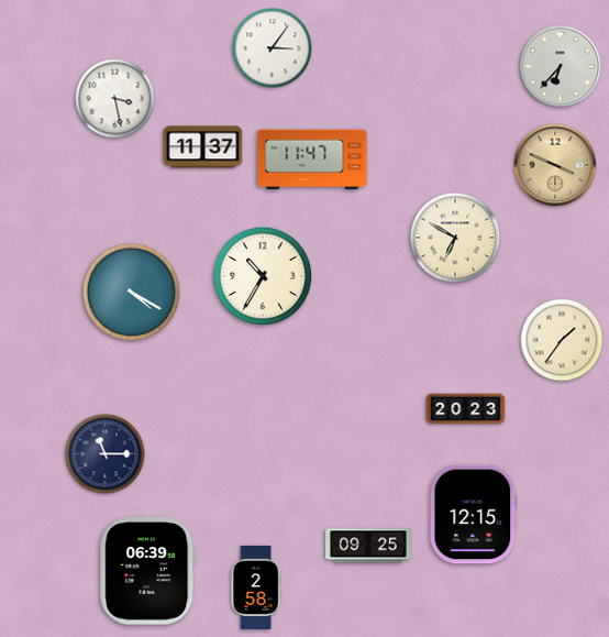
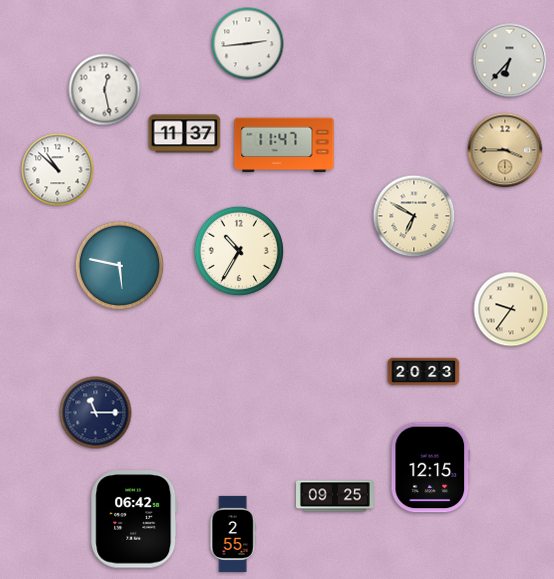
clock at (273, 48): 3:06 -> 2:44
clock at (115, 99): 3:28 -> 12:28
clock at (555, 165): 3:49 -> 3:45
clock at (58, 170): none -> 10:52
clock at (131, 292): 4:20 -> 5:47
clock at (562, 340): 1:36 -> 9:36
clock at (147, 571): 06:39 -> 06:42
clock at (256, 587): 2:58 -> 2:55
